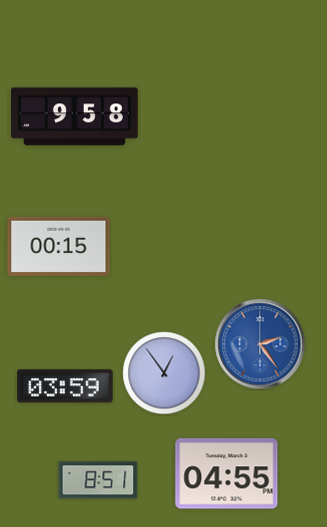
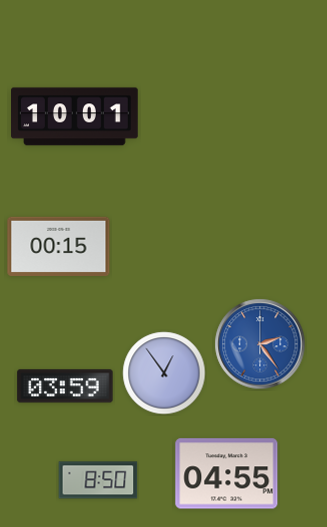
clock at (75, 117): 9:58 -> 10:01
clock at (98, 480): 8:51 -> 8:50
